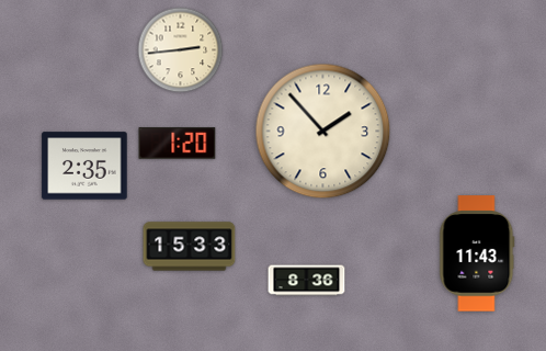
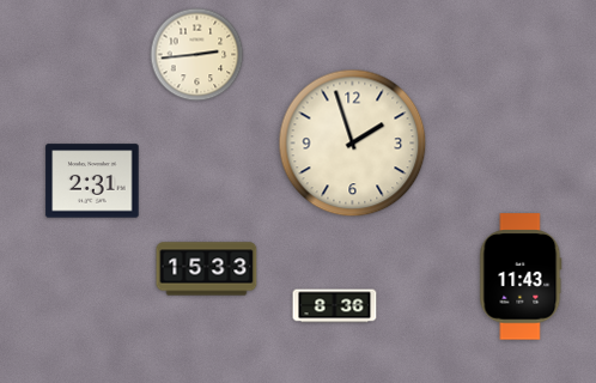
clock at (323, 132): 1:53 -> 1:57
clock at (178, 144): 1:20 -> none
clock at (84, 166): 2:35 -> 2:31
